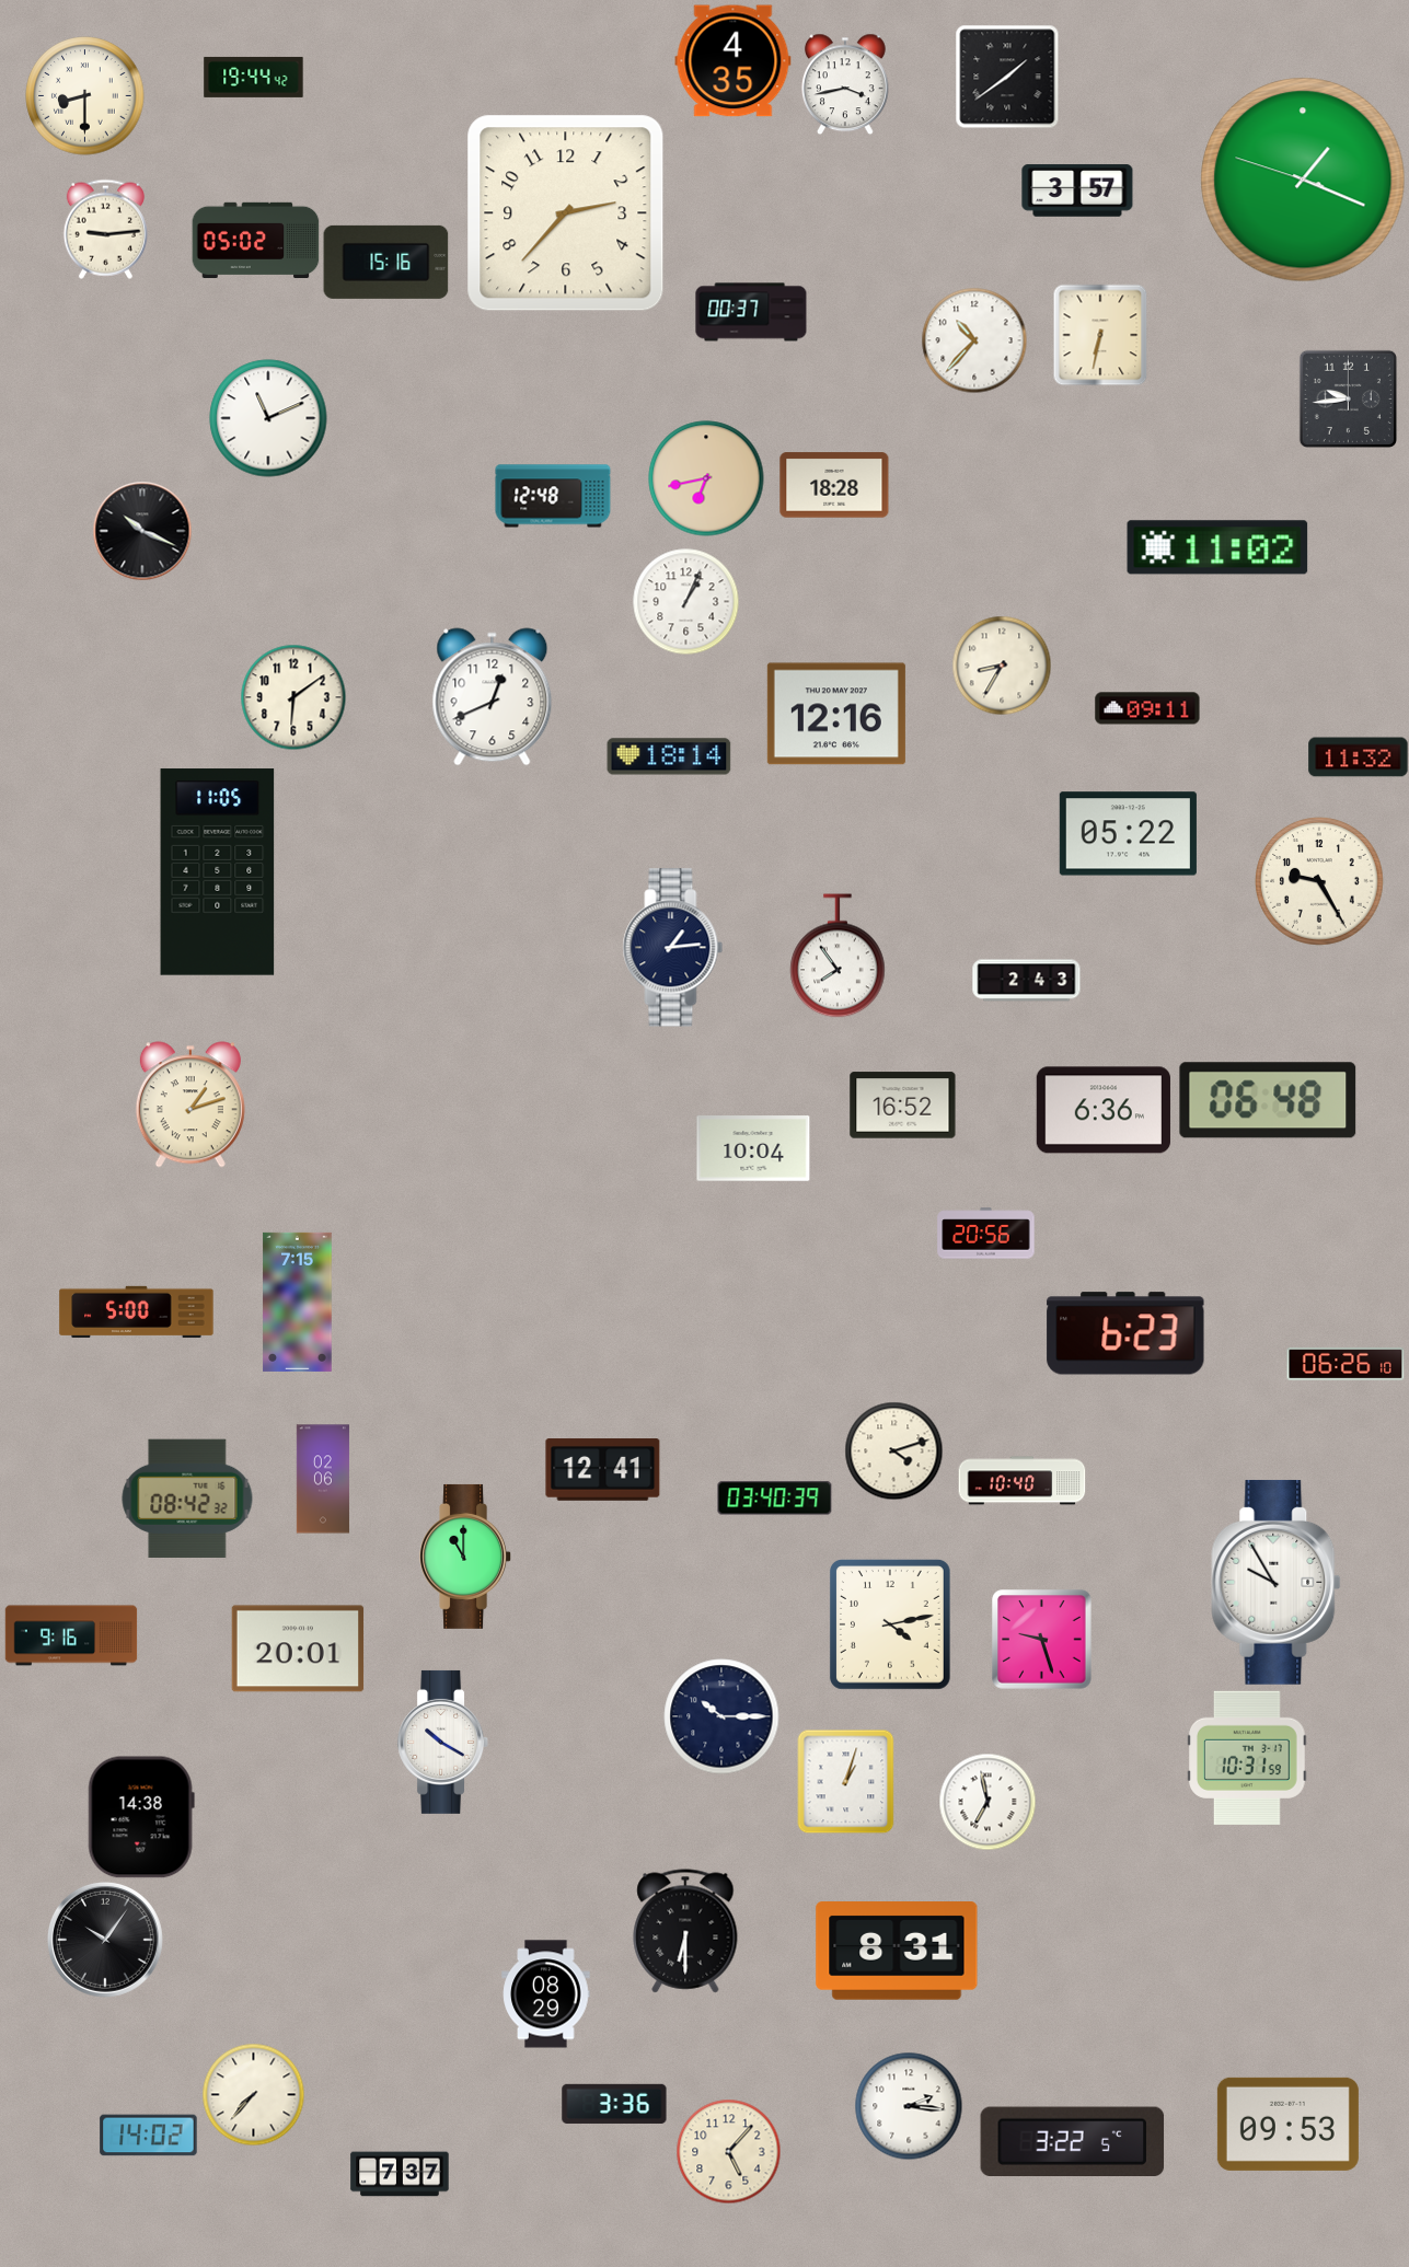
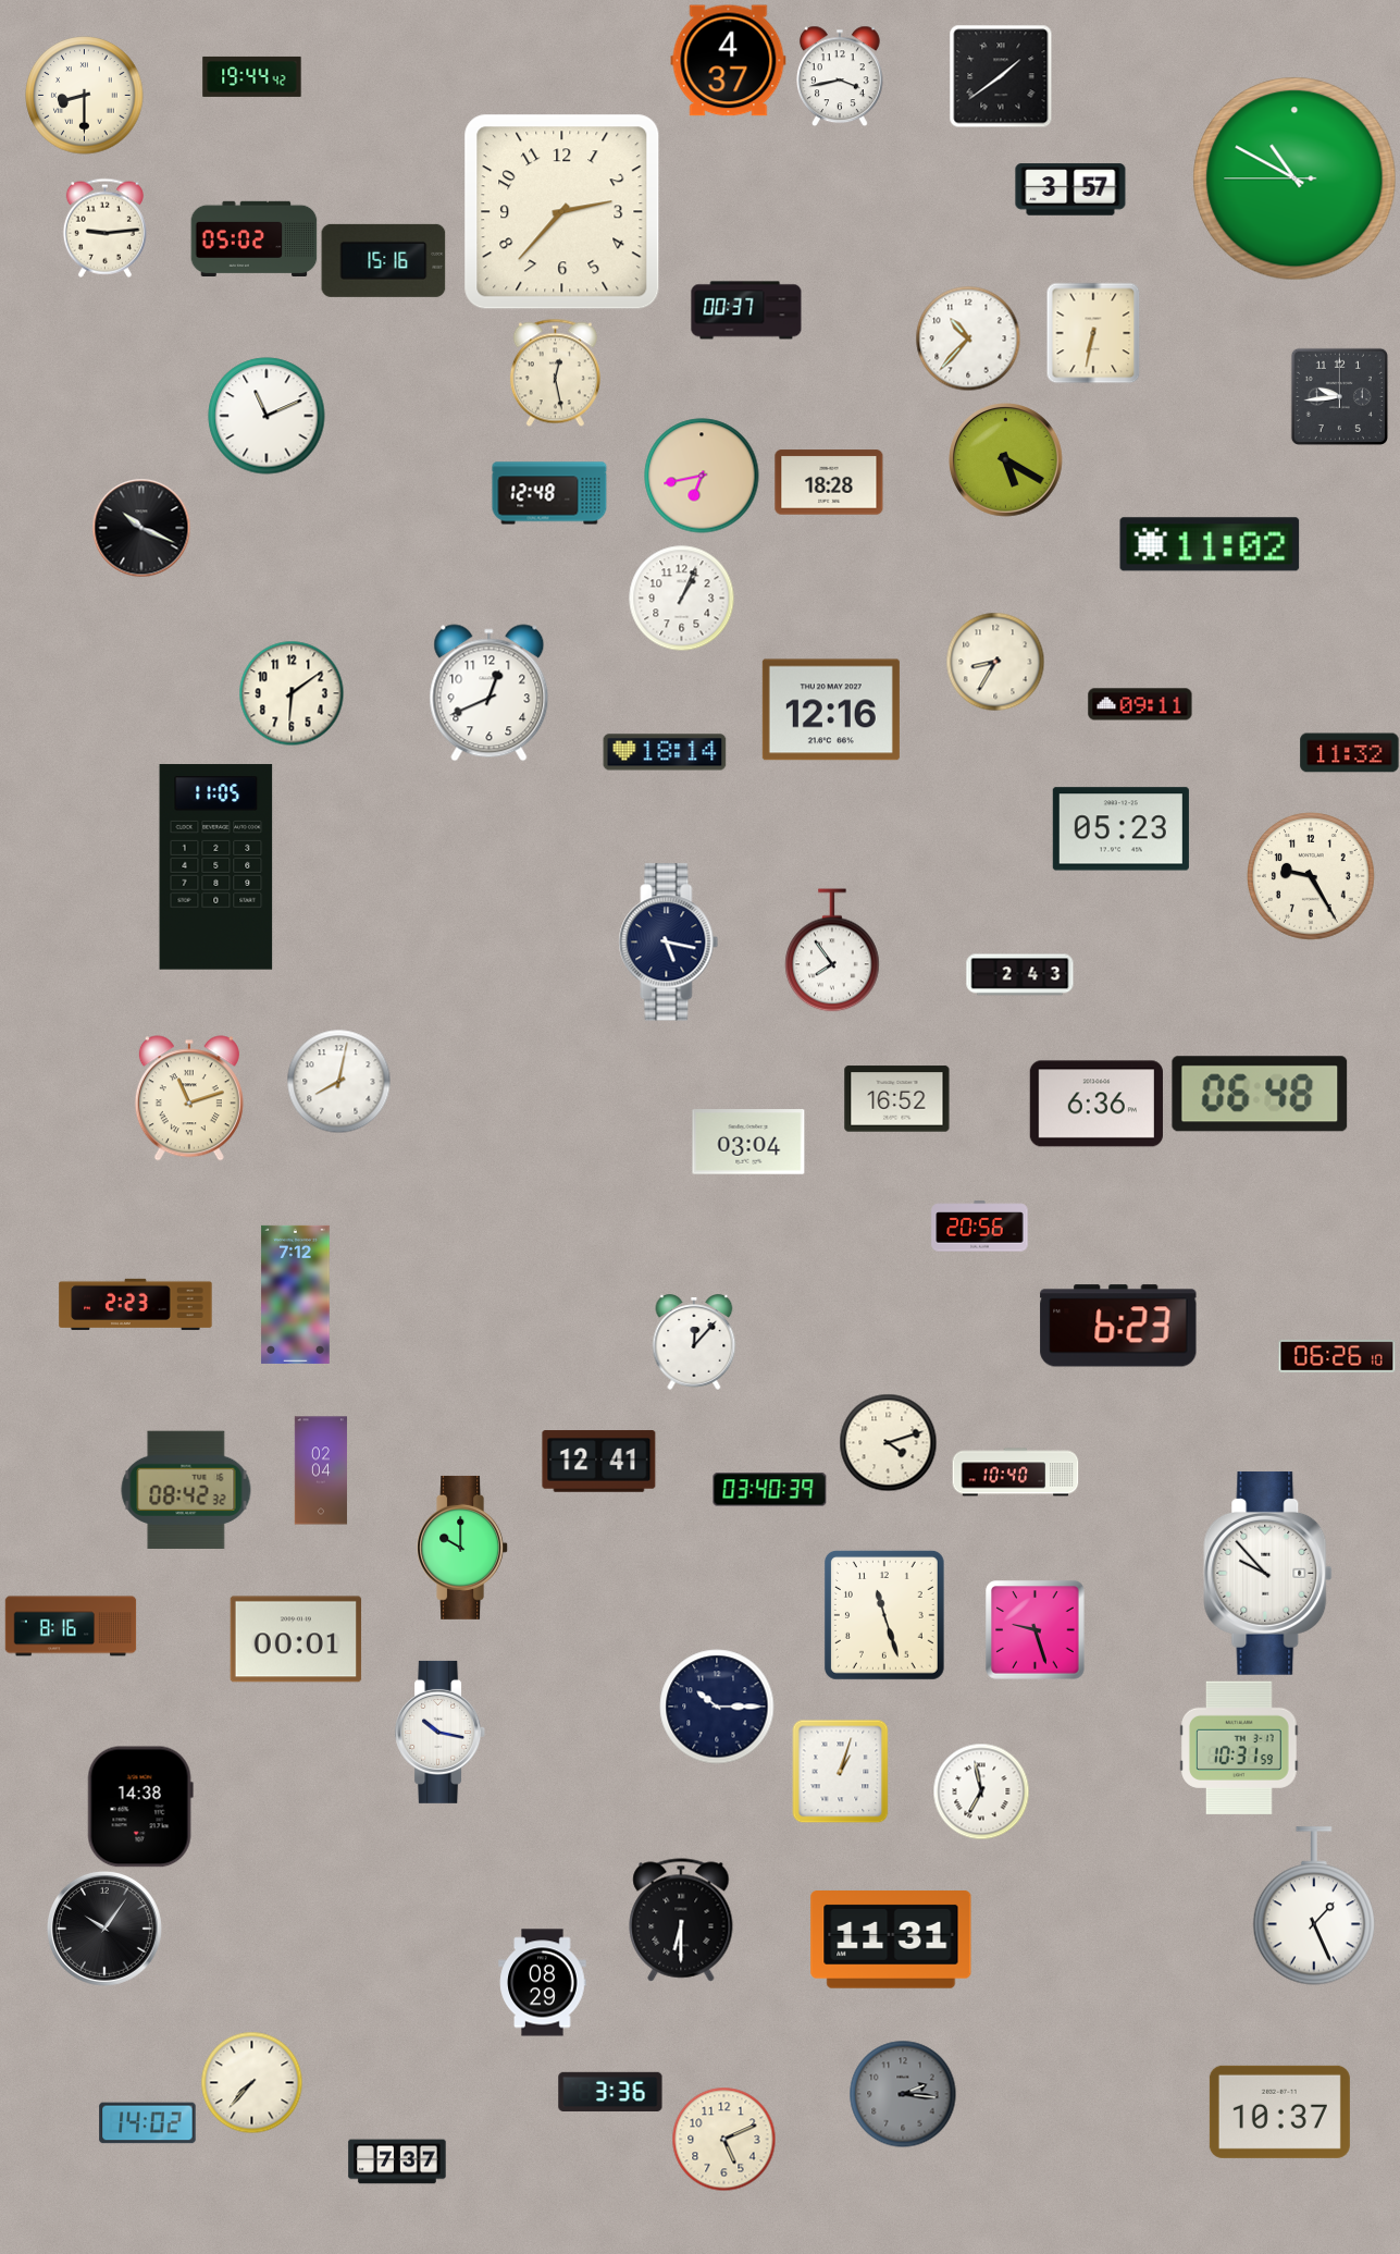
clock at (734, 61): 4:35 -> 4:37
clock at (845, 84) position: (845, 84) -> (840, 76)
clock at (1303, 180): 1:18 -> 10:49
clock at (555, 372): none -> 12:28
clock at (1006, 460): none -> 5:20
clock at (1128, 834): 05:22 -> 05:23
clock at (673, 948): 1:14 -> 5:17
clock at (338, 1081): none -> 8:02
clock at (190, 1104): 1:12 -> 11:12
clock at (753, 1148): 10:04 -> 03:04
clock at (298, 1302): 7:15 -> 7:12
clock at (137, 1311): 5:00 -> 2:23
clock at (694, 1342): none -> 12:07
clock at (323, 1479): 02:06 -> 02:04
clock at (466, 1557): 11:00 -> 10:00
clock at (1277, 1582): 9:55 -> 9:53
clock at (890, 1624): 4:13 -> 11:27
clock at (71, 1635): 9:16 -> 8:16
clock at (298, 1649): 20:01 -> 00:01
clock at (443, 1742): 10:20 -> 10:17
clock at (1313, 1906): none -> 1:26
clock at (897, 1952): 8:31 -> 11:31
clock at (909, 2106) dial: white -> grey
clock at (1287, 2124): 09:53 -> 10:37
clock at (1073, 2142): 3:22 -> none
clock at (728, 2151): 5:07 -> 5:11
